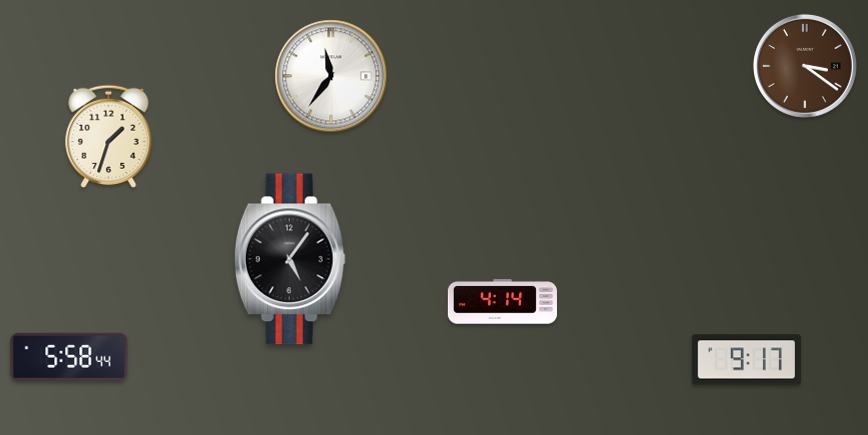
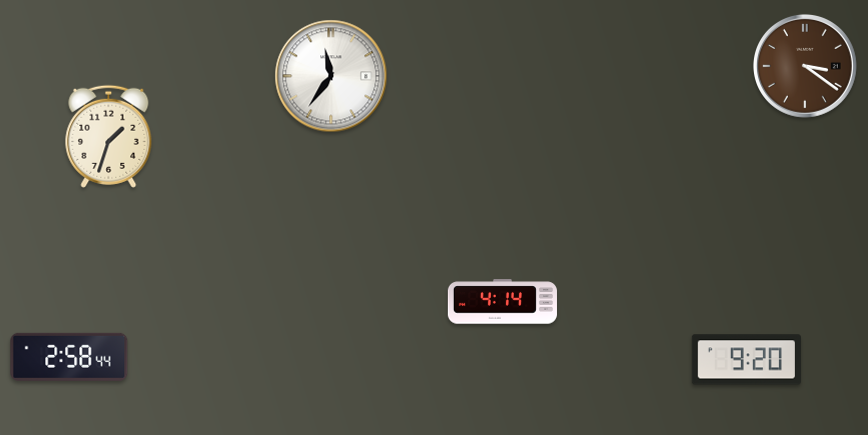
clock at (290, 259): 5:06 -> none
clock at (69, 357): 5:58 -> 2:58
clock at (746, 360): 9:17 -> 9:20
